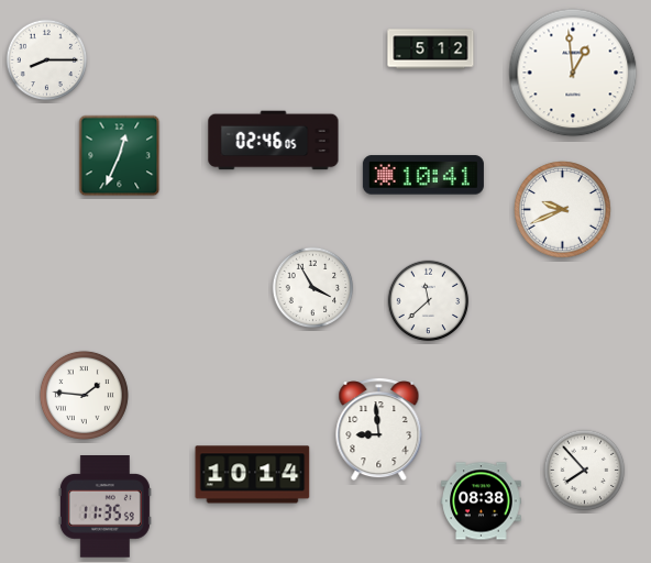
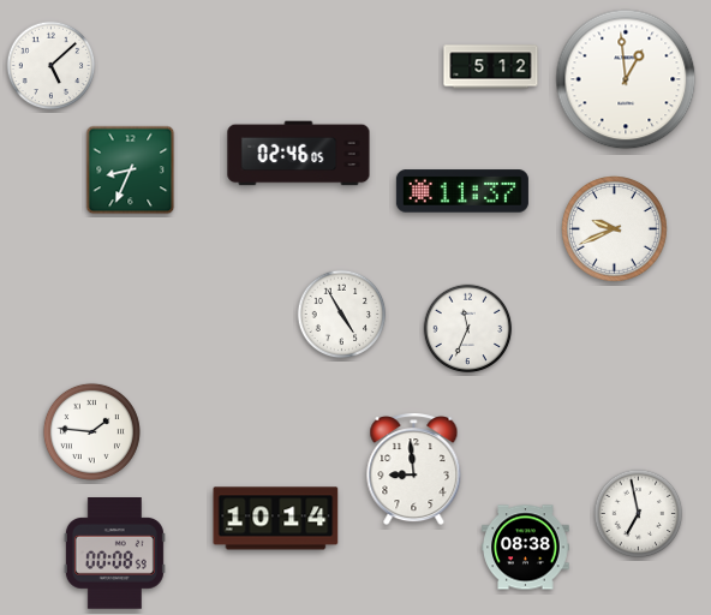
clock at (431, 49) position: (431, 49) -> (491, 67)
clock at (47, 60): 8:15 -> 5:08
clock at (120, 156): 12:34 -> 8:34
clock at (423, 175): 10:41 -> 11:37
clock at (313, 288): 3:55 -> 4:55
clock at (429, 301): 11:38 -> 11:34
clock at (585, 471): 7:53 -> 6:58
clock at (104, 507): 11:35 -> 00:08
